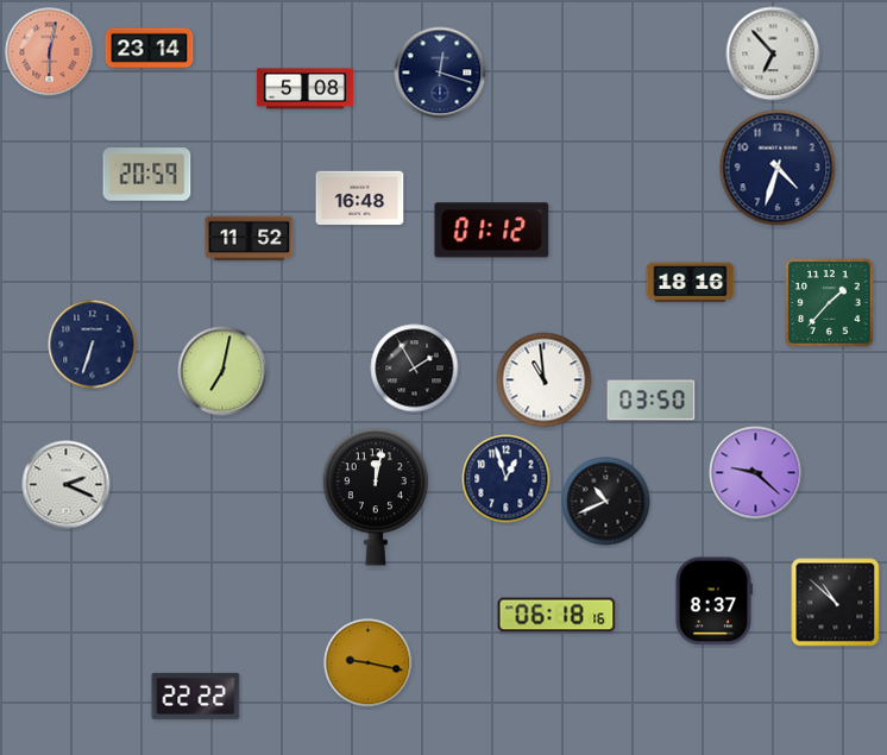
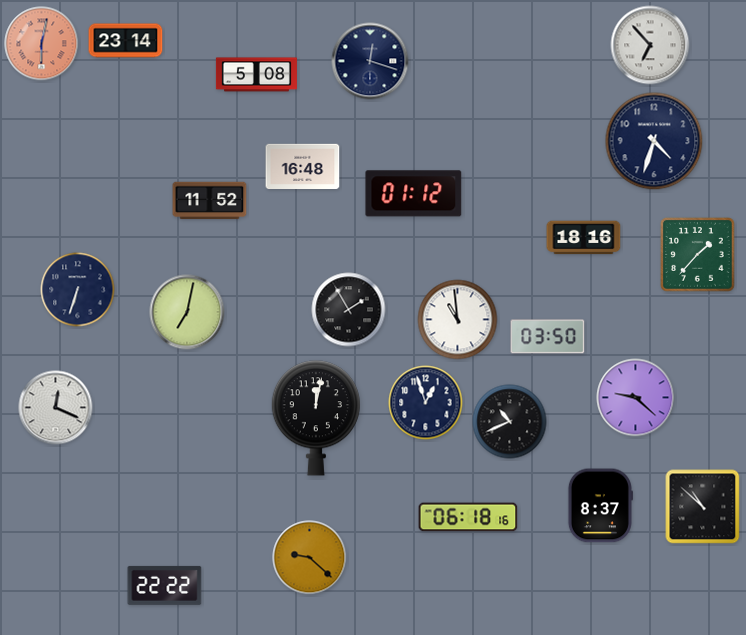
clock at (147, 175): 20:59 -> none
clock at (691, 283) position: (691, 283) -> (584, 238)
clock at (67, 485): 2:19 -> 12:19
clock at (369, 663): 9:17 -> 9:22
